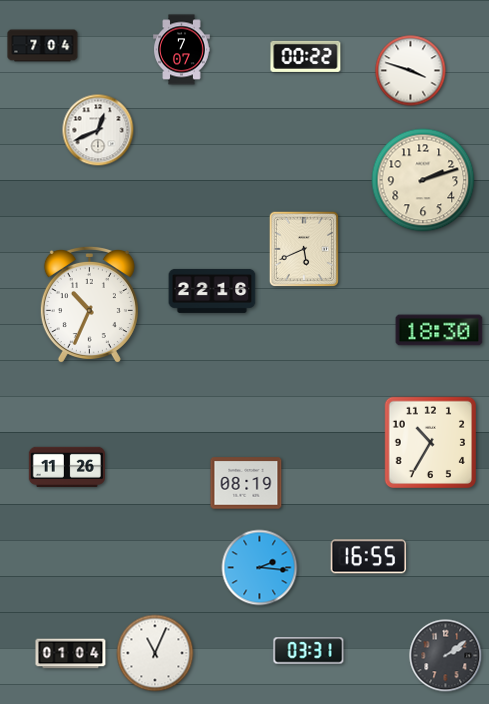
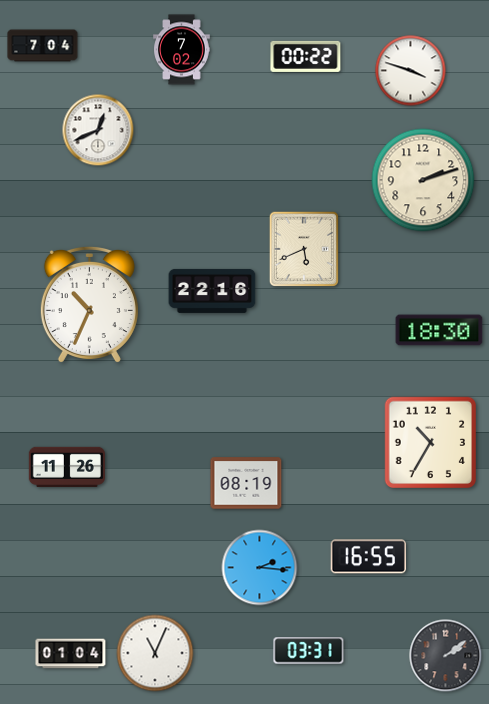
clock at (182, 50): 7:07 -> 7:02
